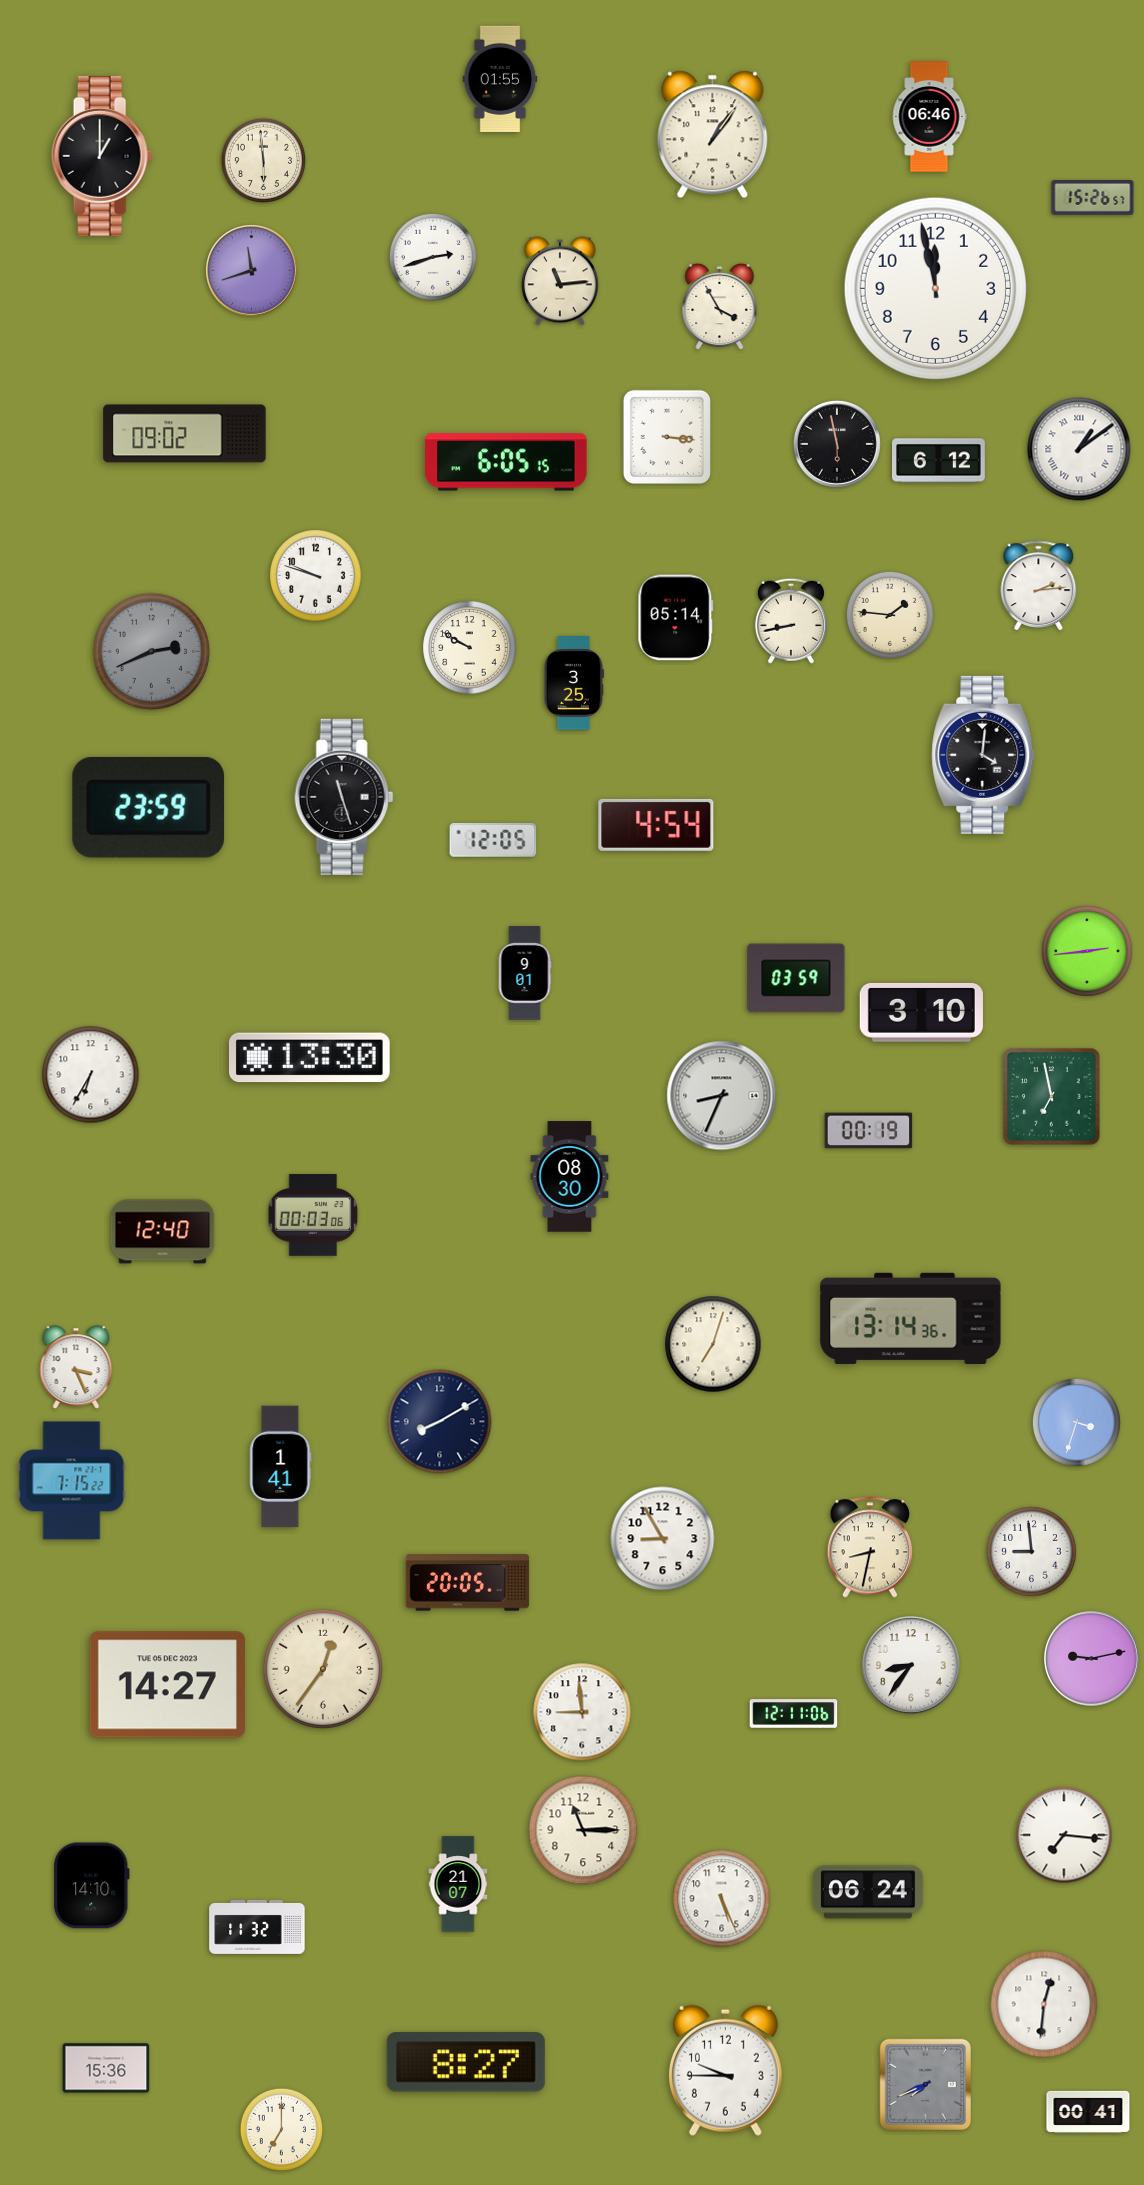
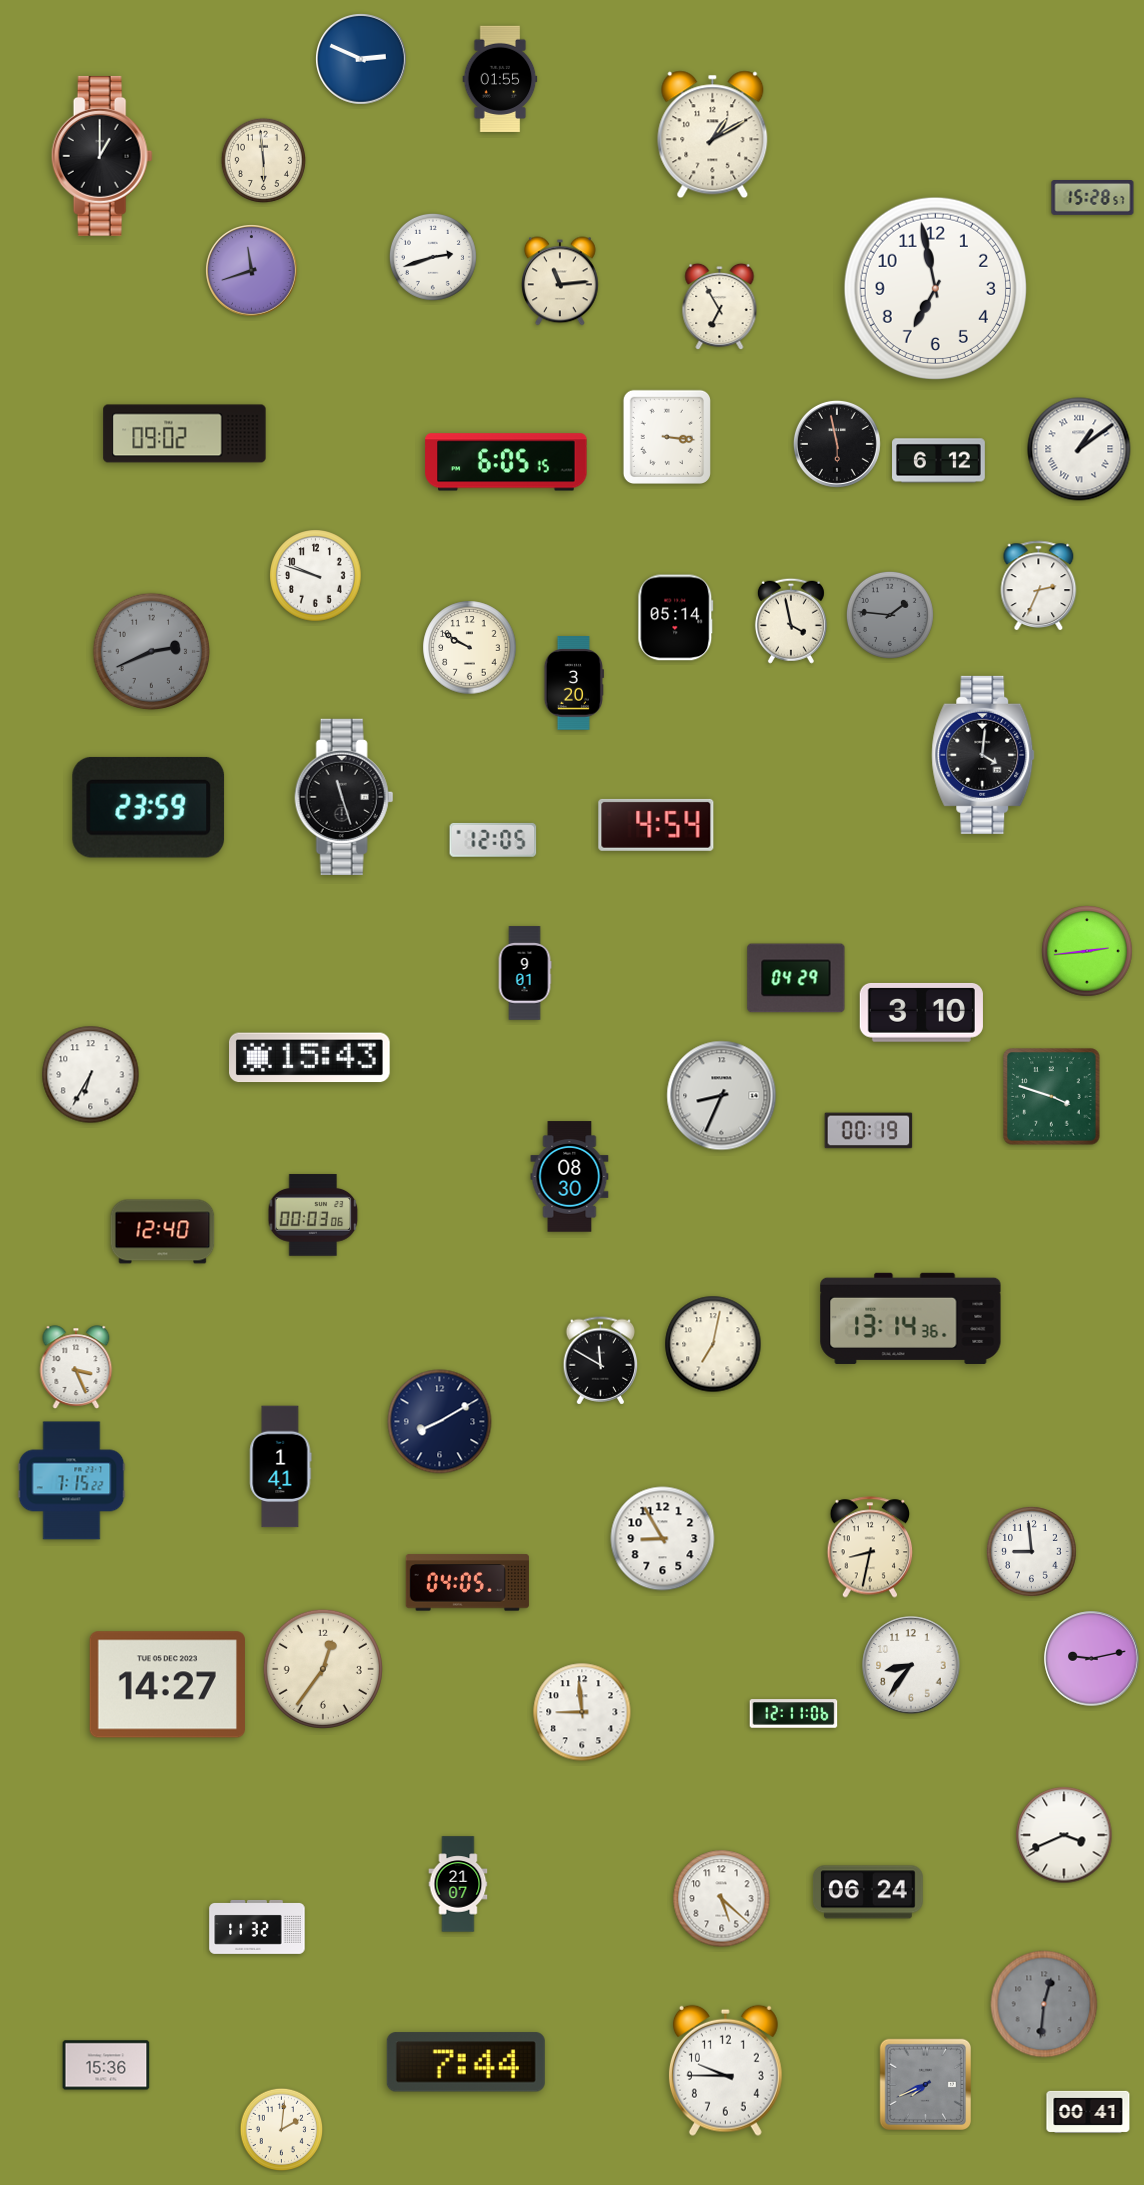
clock at (362, 60): none -> 2:49
clock at (929, 117): 06:46 -> none
clock at (713, 135): 1:06 -> 1:10
clock at (1093, 198): 15:26 -> 15:28
clock at (935, 288): 11:58 -> 6:58
clock at (720, 307): 3:55 -> 6:55
clock at (1039, 586): 2:14 -> 2:34
clock at (890, 615) dial: cream -> grey
clock at (791, 621): 8:43 -> 3:58
clock at (574, 683): 3:25 -> 3:20
clock at (796, 978): 03:59 -> 04:29
clock at (310, 1058): 13:30 -> 15:43
clock at (1052, 1097): 6:58 -> 3:48
clock at (713, 1344): 7:03 -> 7:02
clock at (601, 1361): none -> 11:50
clock at (1076, 1422): 3:33 -> none
clock at (467, 1583): 20:05 -> 04:05
clock at (583, 1830): 11:15 -> none
clock at (1064, 1835): 7:16 -> 3:41
clock at (92, 1886): 14:10 -> none
clock at (722, 1899): 5:26 -> 5:22
clock at (1044, 2004) dial: white -> grey
clock at (466, 2062): 8:27 -> 7:44
clock at (106, 2068) position: (106, 2068) -> (106, 2065)
clock at (282, 2130): 7:00 -> 2:01
